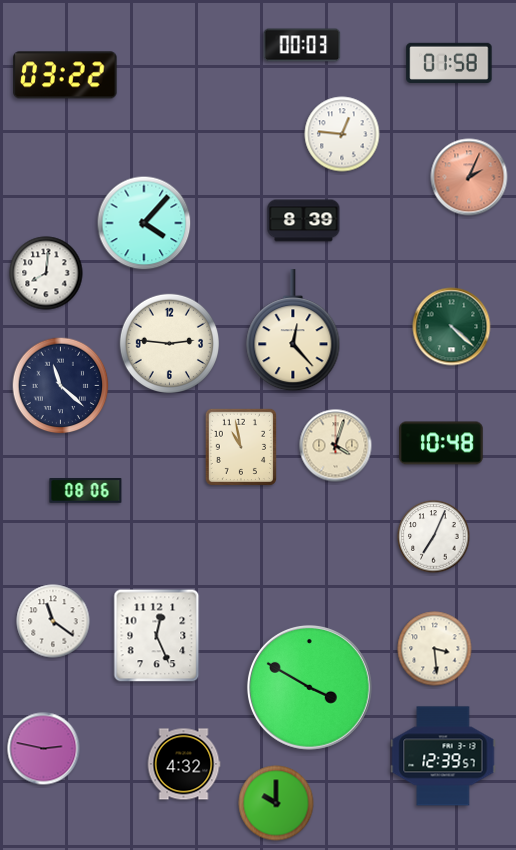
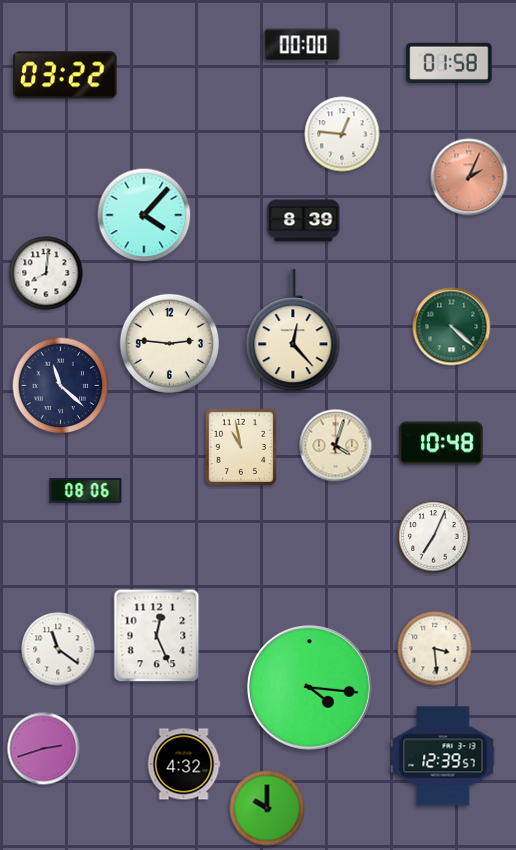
clock at (302, 45): 00:03 -> 00:00
clock at (144, 223) position: (144, 223) -> (144, 215)
clock at (53, 621) position: (53, 621) -> (58, 649)
clock at (309, 687): 3:50 -> 4:16
clock at (44, 749): 2:47 -> 2:42
clock at (276, 803) position: (276, 803) -> (267, 808)
